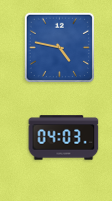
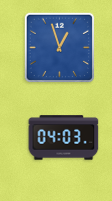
clock at (60, 48): 4:47 -> 12:57
